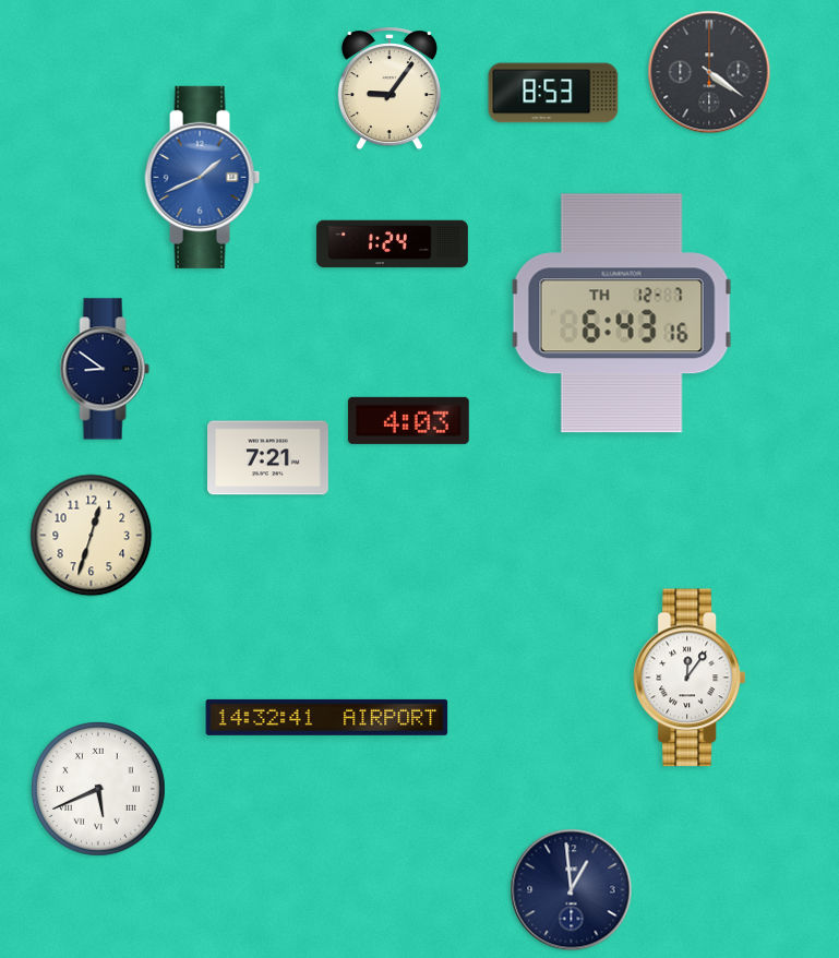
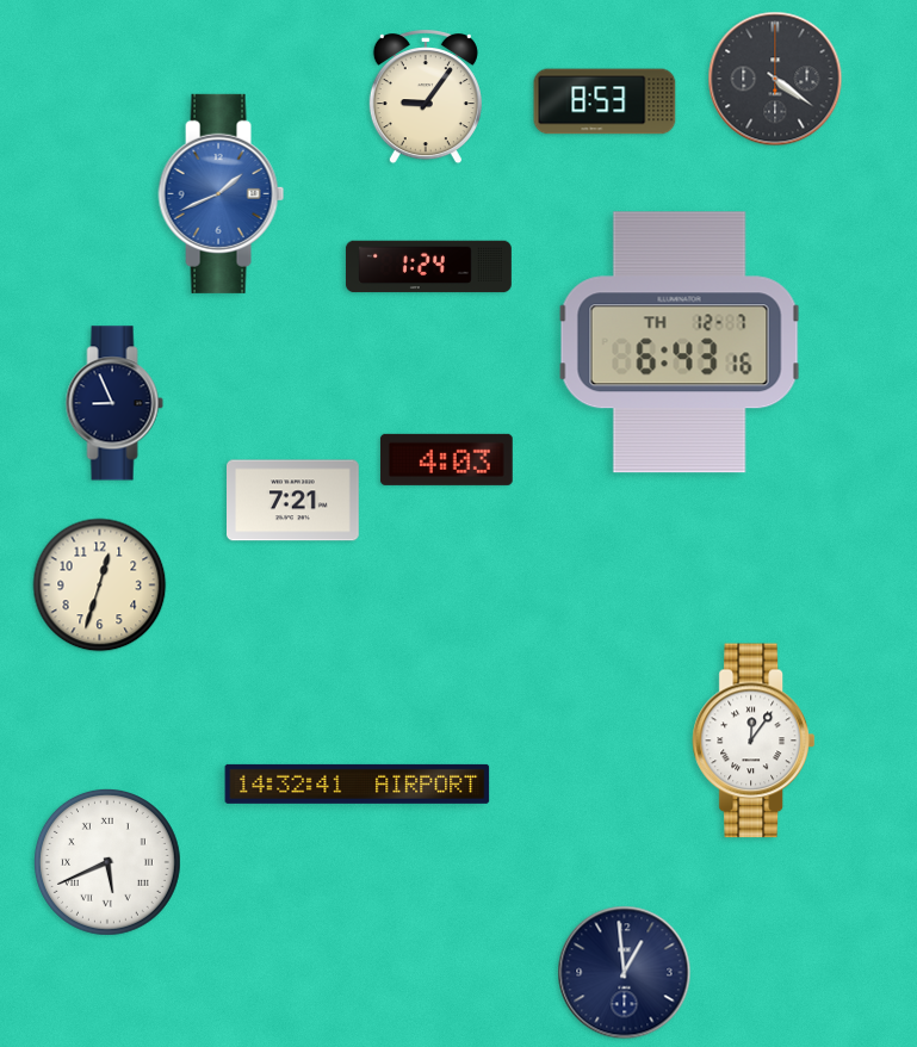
clock at (105, 369): 8:51 -> 8:56
